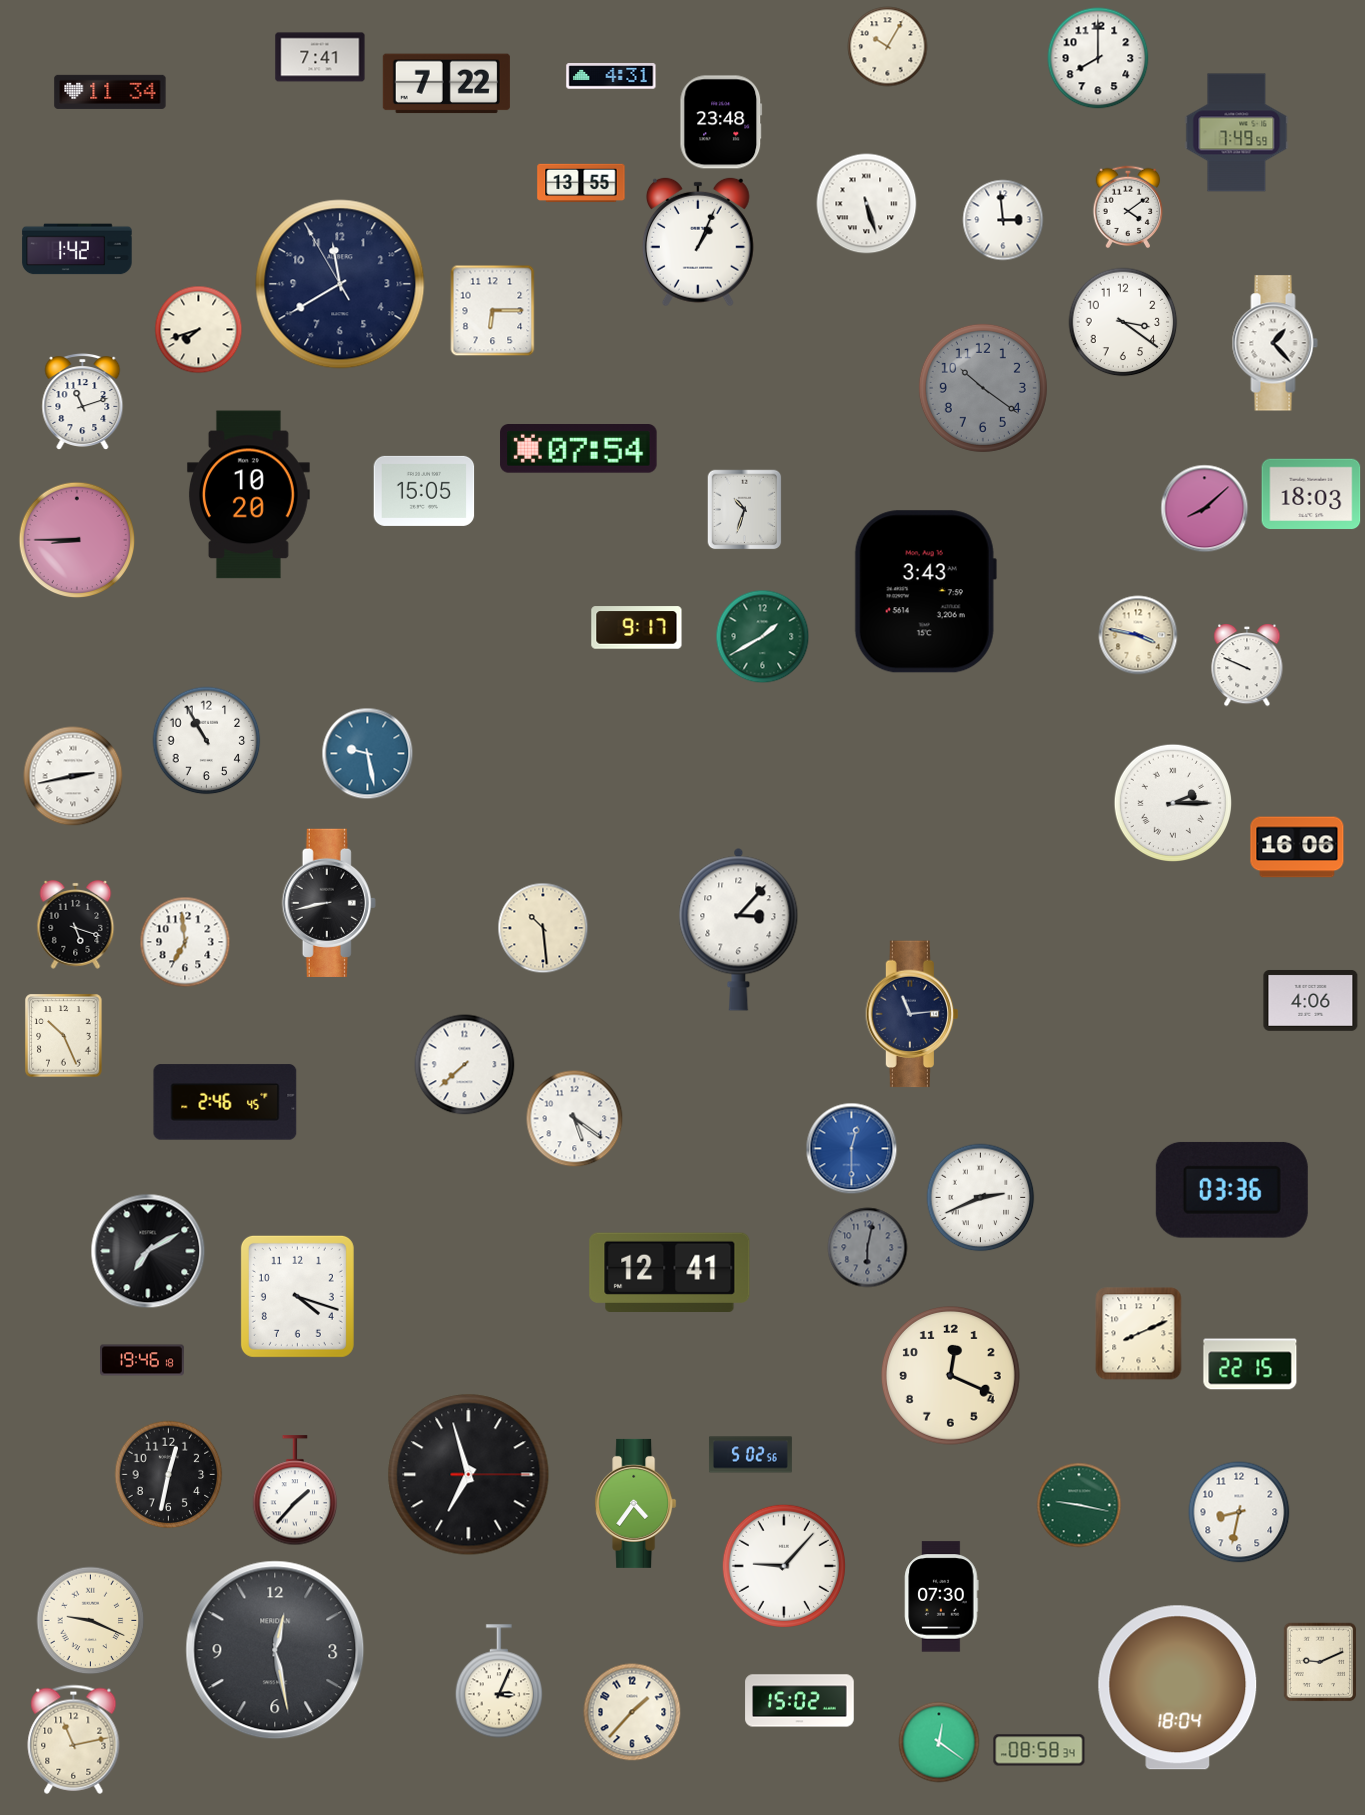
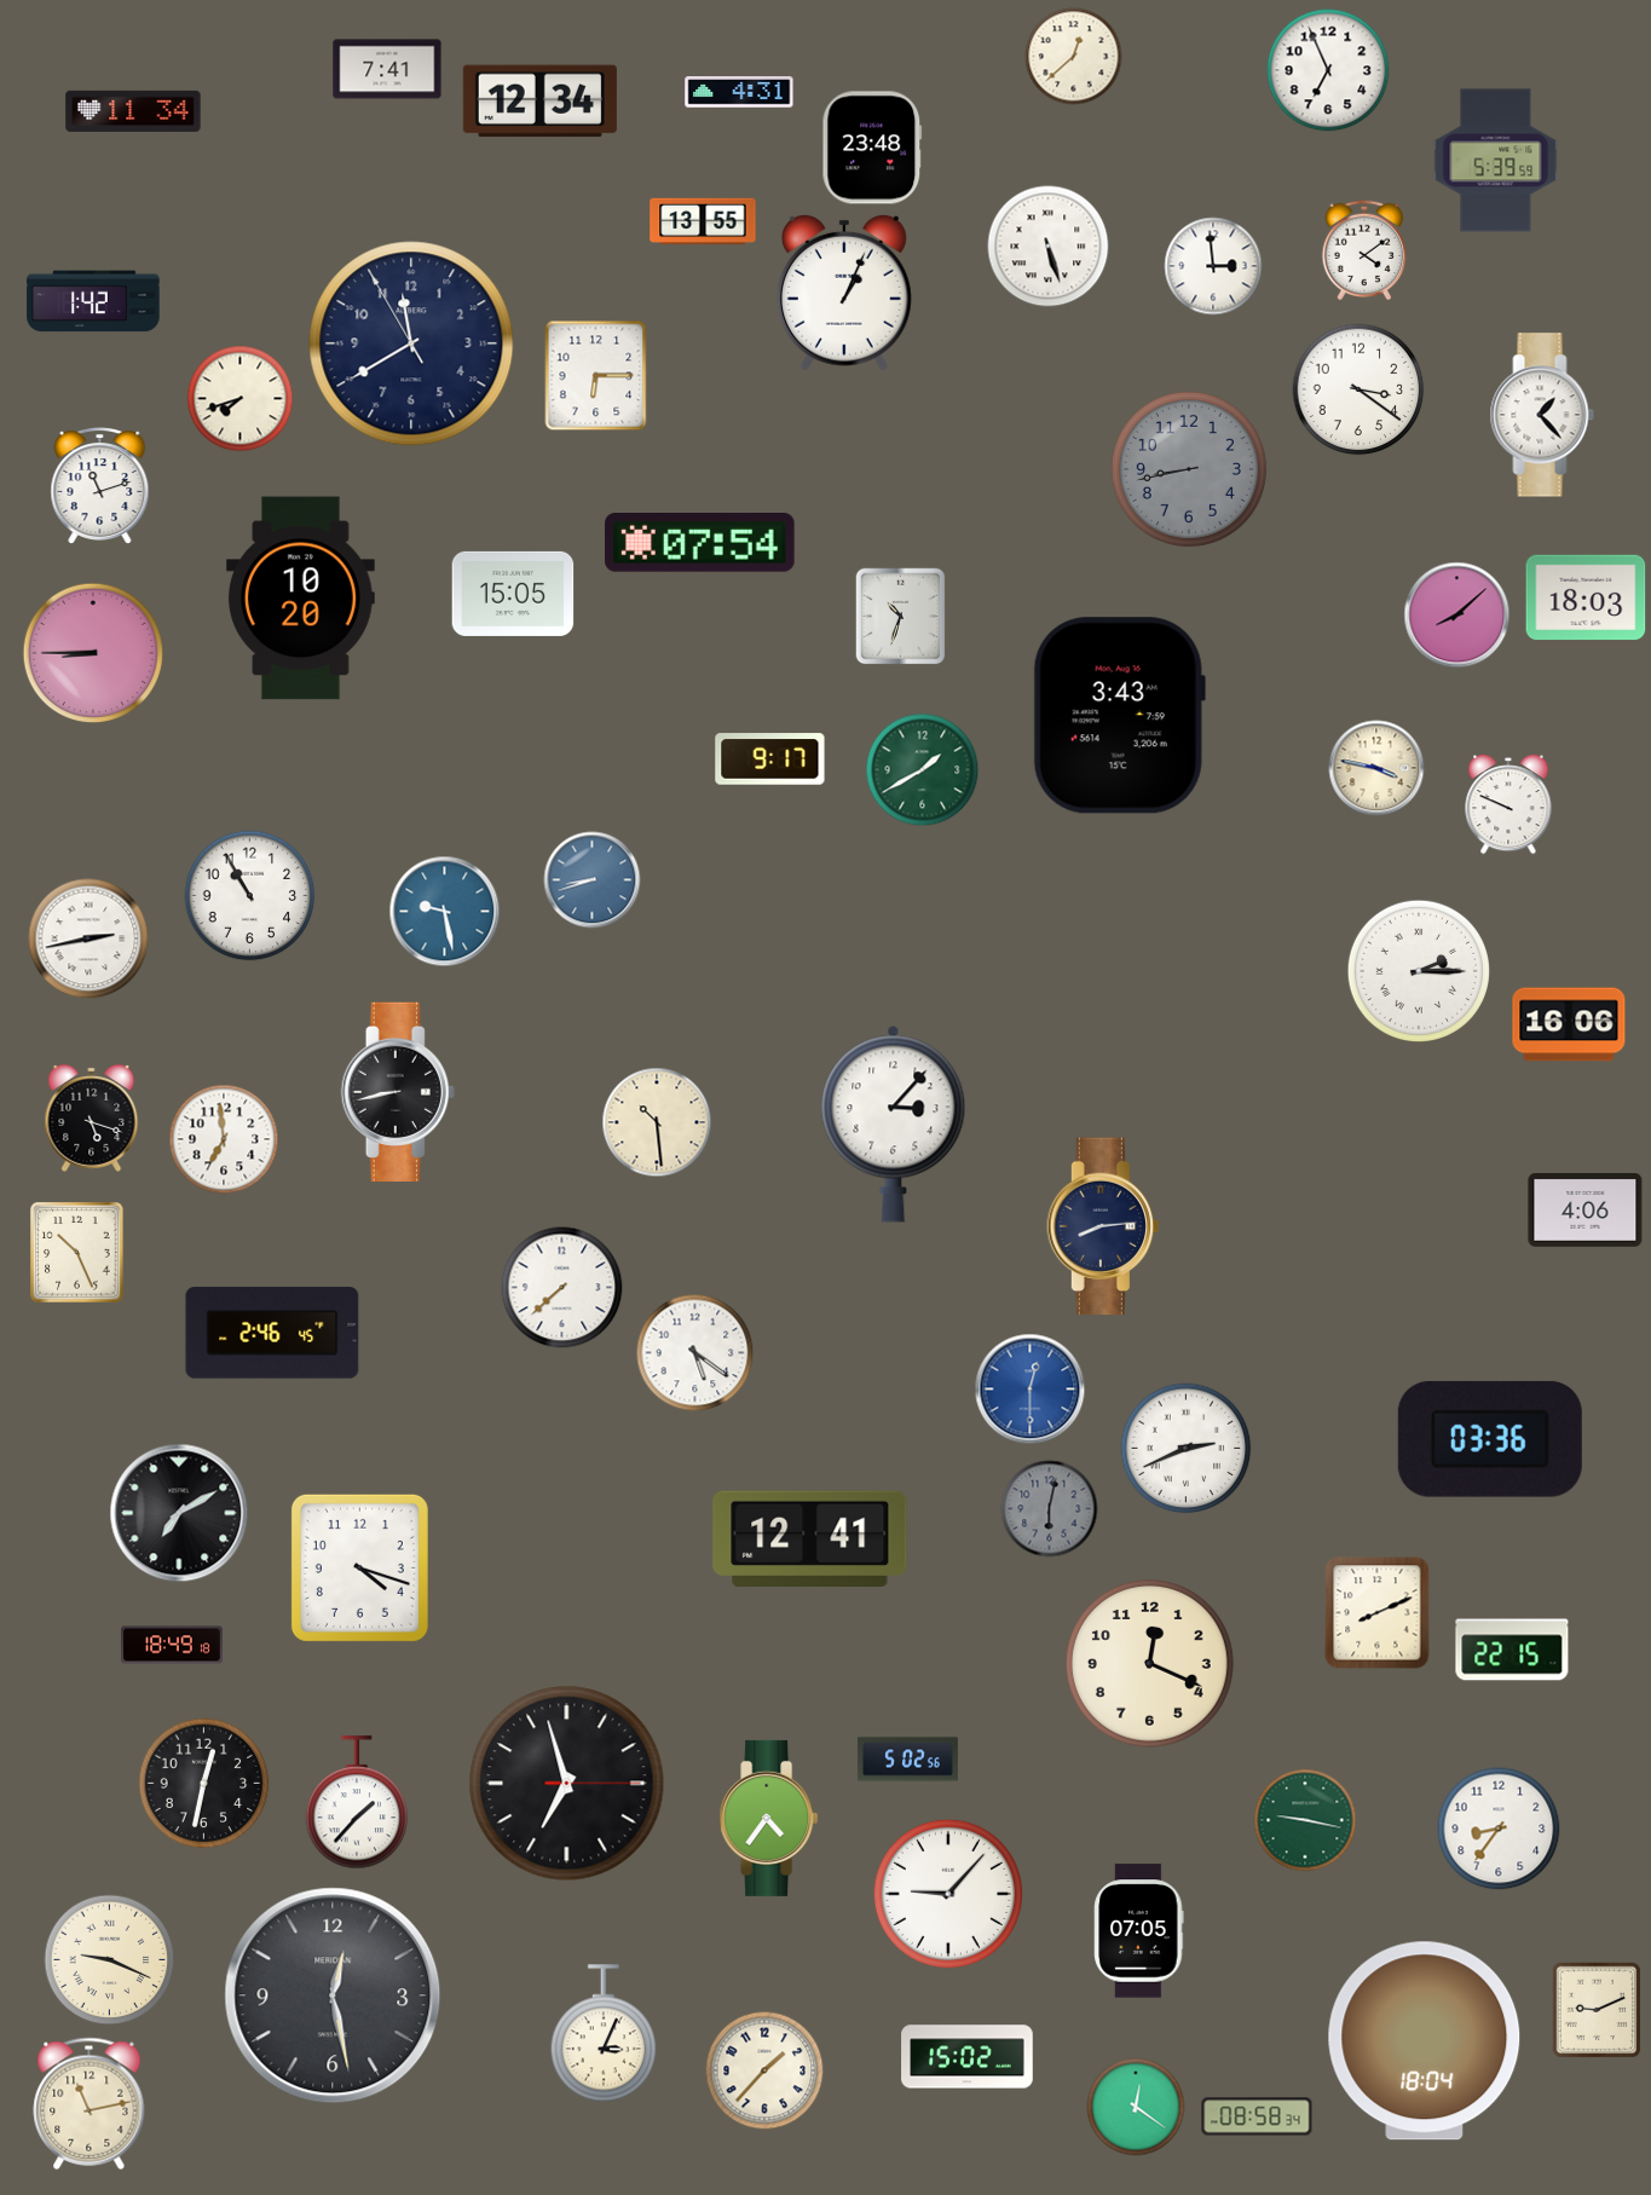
clock at (888, 47): 10:05 -> 12:38
clock at (1098, 58): 8:00 -> 6:56
clock at (446, 84): 7:22 -> 12:34
clock at (1237, 133): 7:49 -> 5:39
clock at (983, 388): 10:21 -> 8:43
clock at (593, 880): none -> 8:42
clock at (911, 1014): 11:14 -> 8:14
clock at (142, 1360): 19:46 -> 18:49
clock at (1239, 1512): 8:32 -> 8:36
clock at (942, 1597): 07:30 -> 07:05
